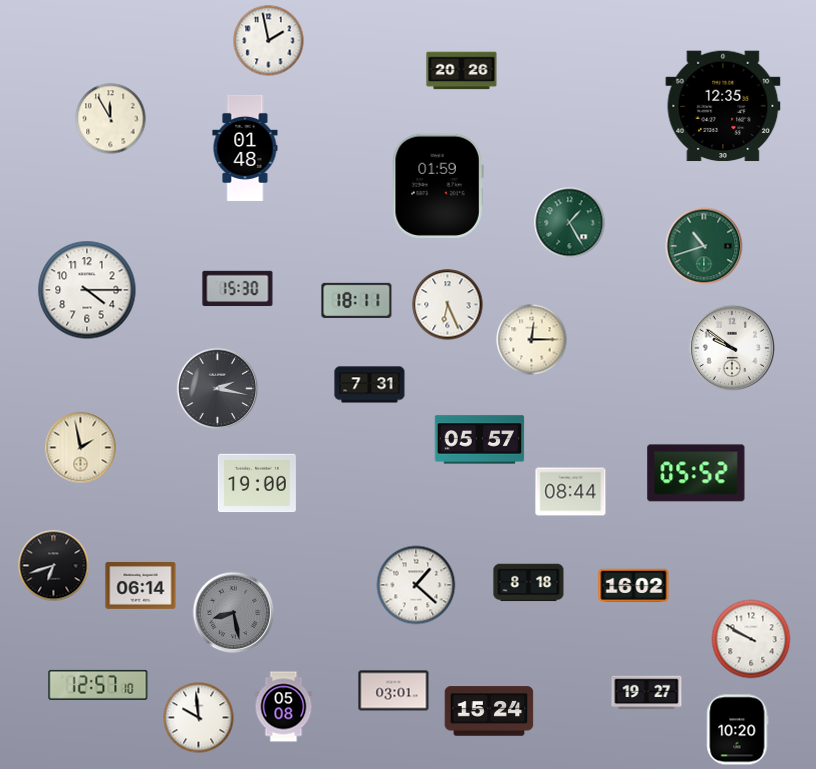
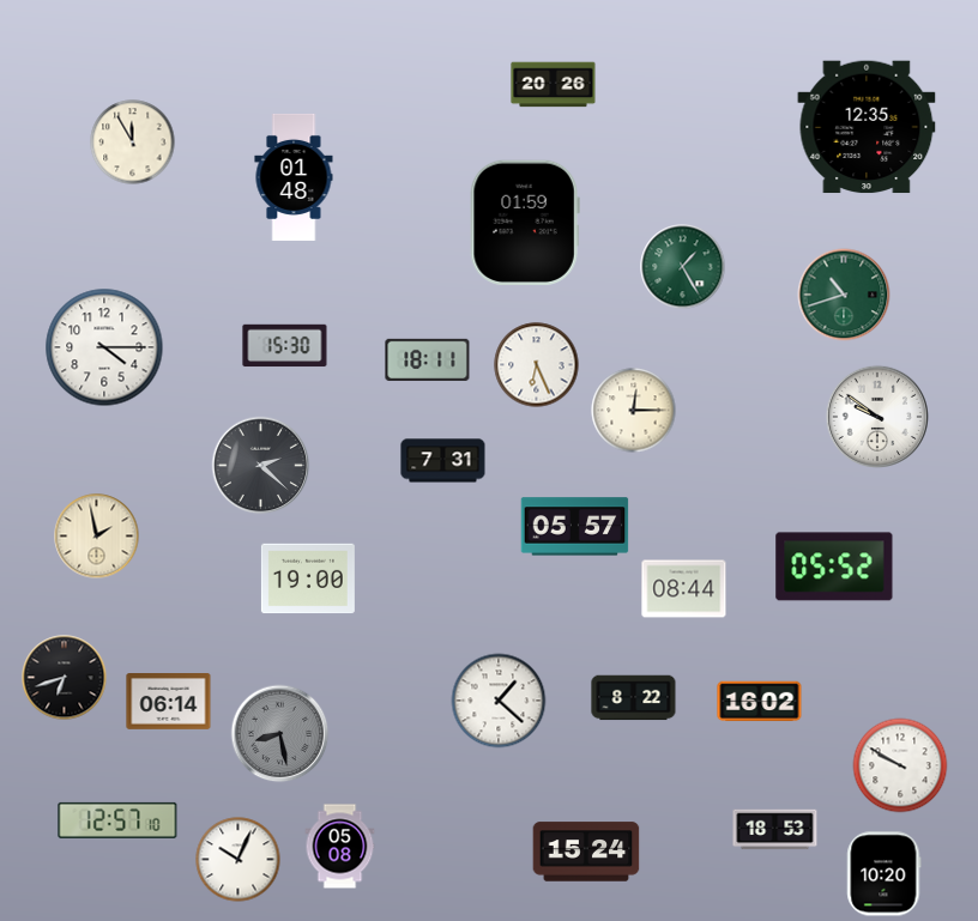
clock at (269, 41): 1:58 -> none
clock at (532, 340) position: (532, 340) -> (634, 411)
clock at (218, 389): 2:17 -> 2:22
clock at (529, 583): 8:18 -> 8:22
clock at (394, 691): 03:01 -> none
clock at (647, 693): 19:27 -> 18:53
clock at (199, 718): 9:59 -> 10:04
